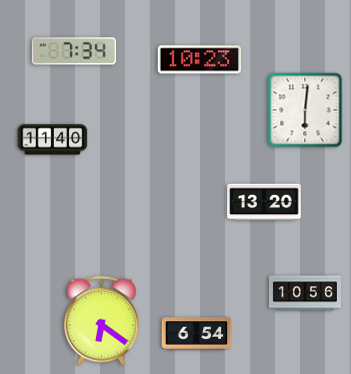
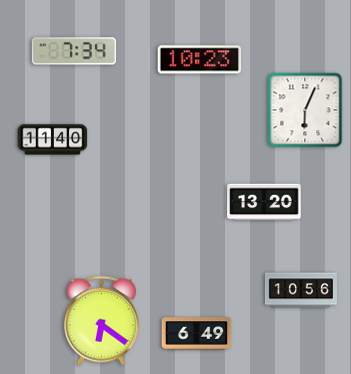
clock at (305, 110): 6:01 -> 6:04
clock at (305, 293) position: (305, 293) -> (301, 290)
clock at (197, 334): 6:54 -> 6:49
